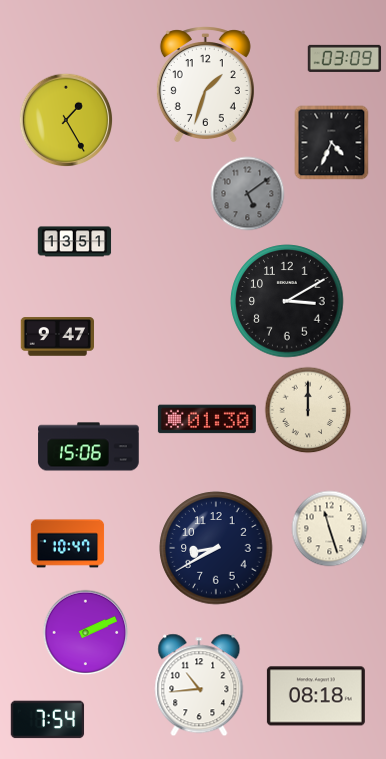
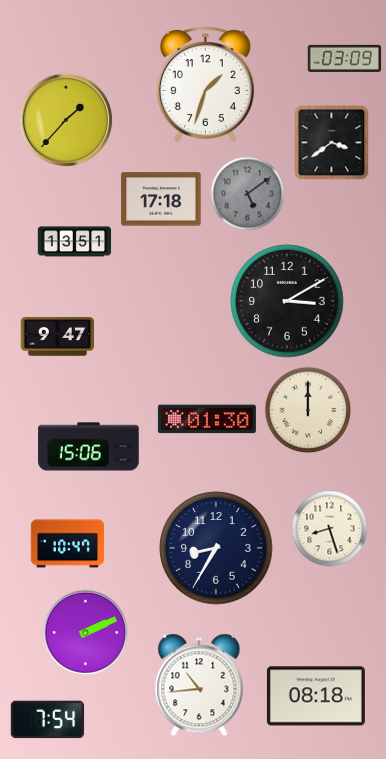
clock at (66, 120): 1:25 -> 1:37
clock at (332, 143): 4:34 -> 3:39
clock at (161, 199): none -> 17:18
clock at (330, 529): 11:27 -> 8:27
clock at (216, 548): 8:40 -> 8:35
